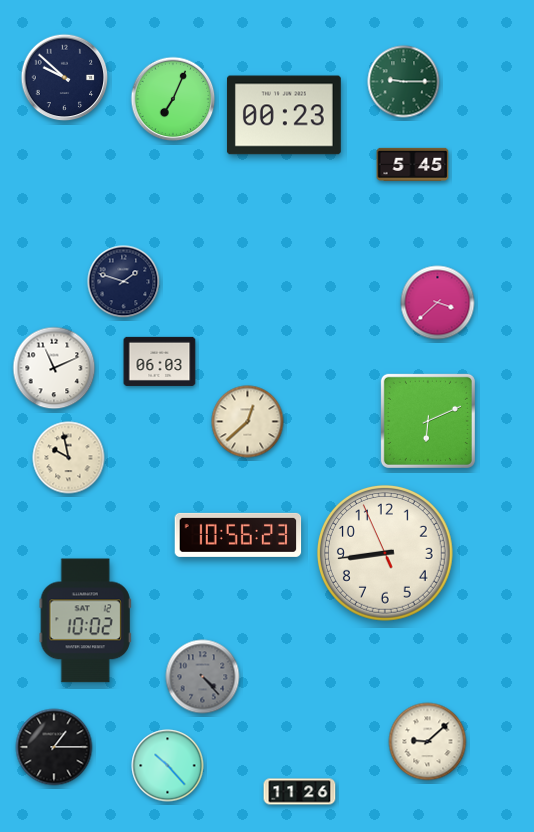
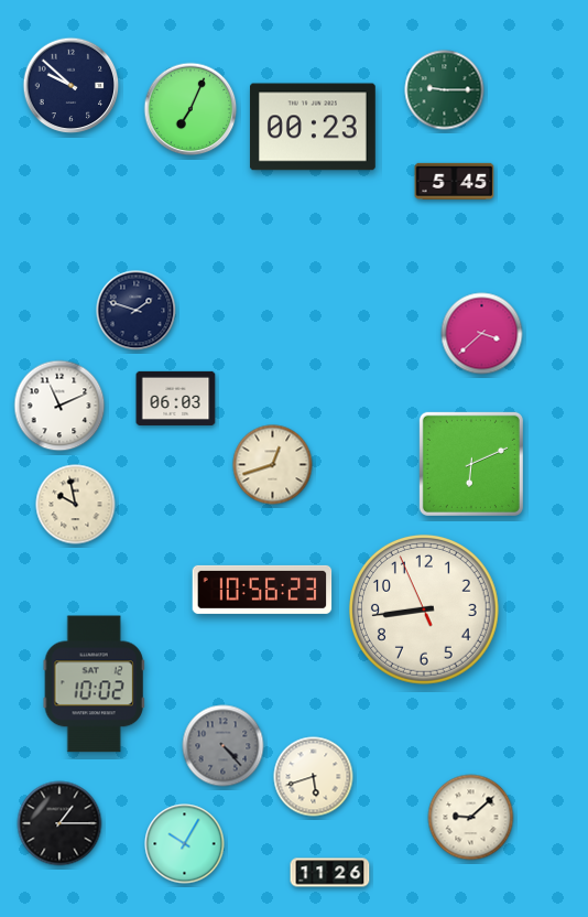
clock at (248, 422): 12:38 -> 12:42
clock at (314, 777): none -> 5:42
clock at (168, 766): 10:23 -> 10:05
